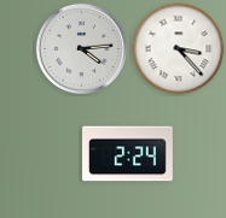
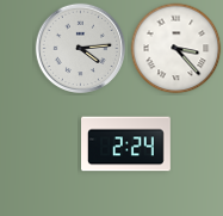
clock at (128, 154) position: (128, 154) -> (126, 144)
